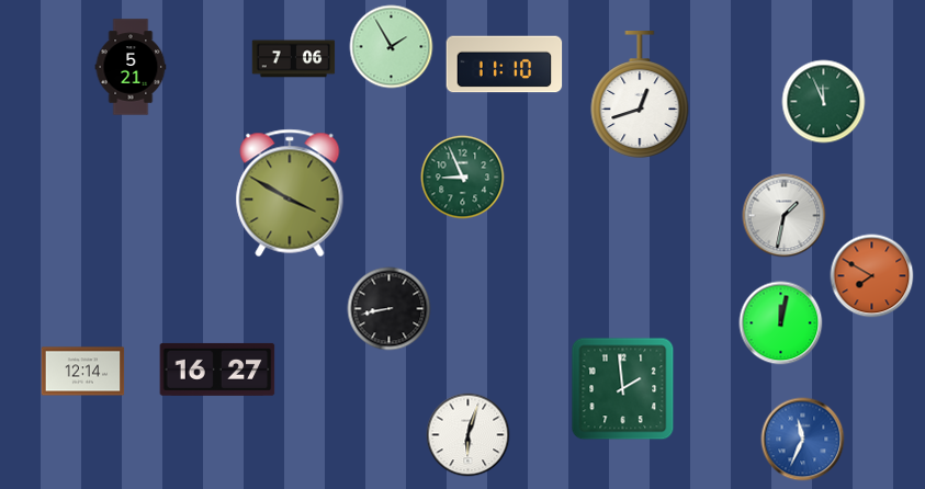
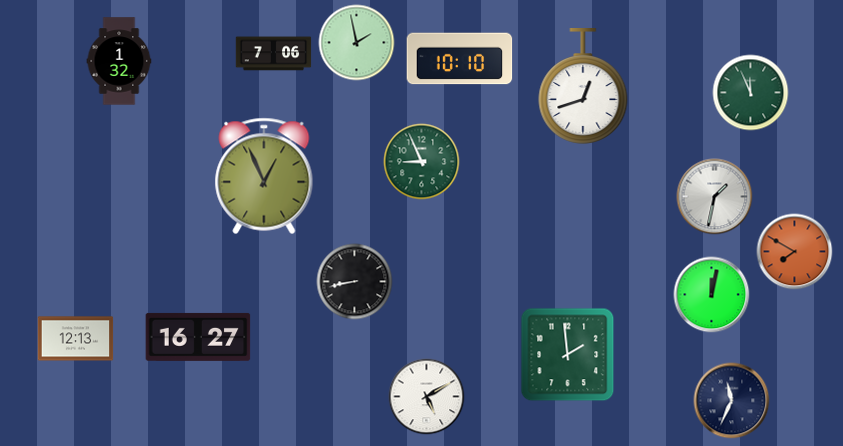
clock at (392, 47): 1:55 -> 1:58
clock at (294, 59) position: (294, 59) -> (274, 54)
clock at (505, 65): 11:10 -> 10:10
clock at (131, 67): 5:21 -> 1:32
clock at (290, 193): 3:50 -> 12:56
clock at (83, 372): 12:14 -> 12:13
clock at (469, 435): 6:03 -> 5:10
clock at (803, 440) dial: blue -> navy
